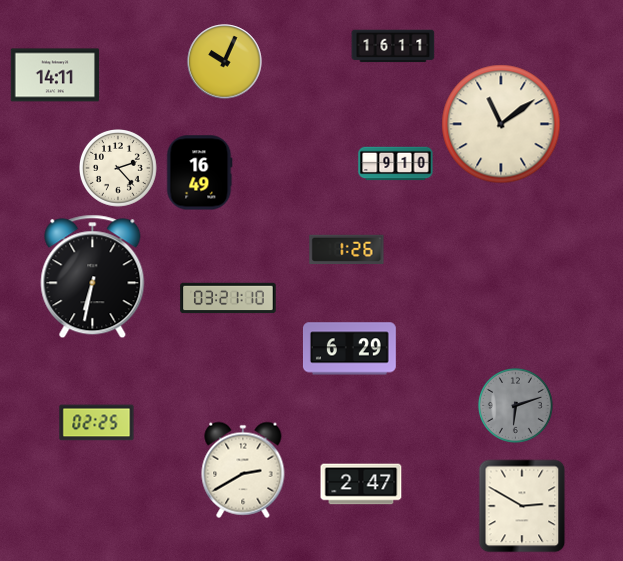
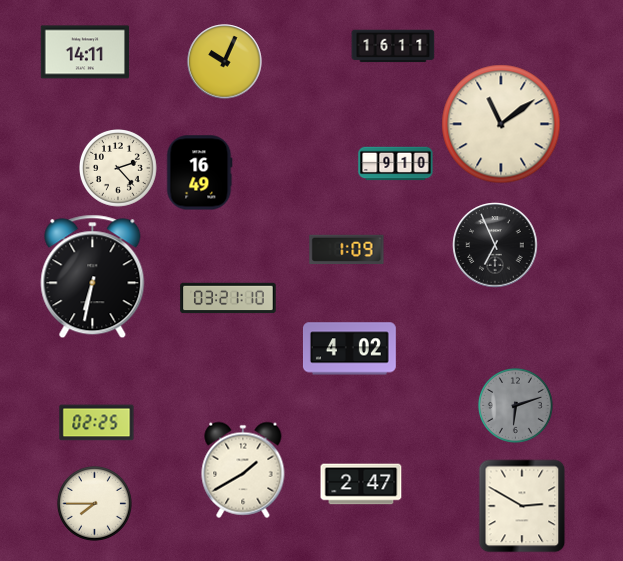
clock at (54, 75) position: (54, 75) -> (84, 52)
clock at (495, 245): none -> 6:56
clock at (347, 249): 1:26 -> 1:09
clock at (349, 349): 6:29 -> 4:02
clock at (243, 470): 2:40 -> 1:40
clock at (94, 503): none -> 7:45
